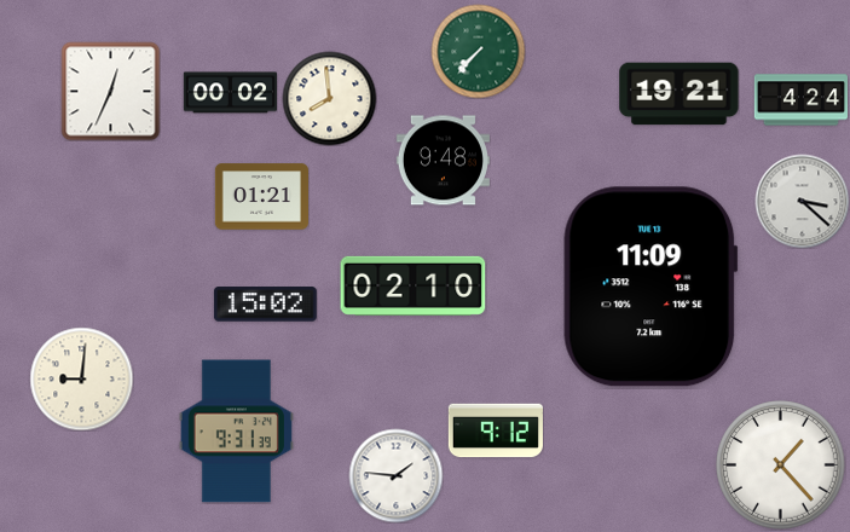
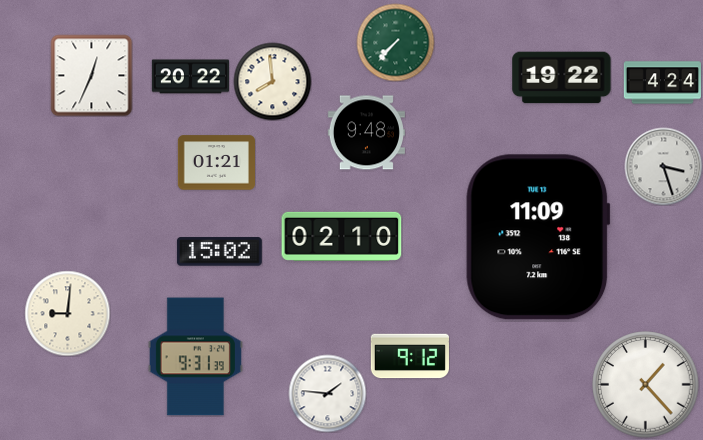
clock at (230, 93): 00:02 -> 20:22
clock at (680, 94): 19:21 -> 19:22
clock at (802, 201): 3:22 -> 3:27
